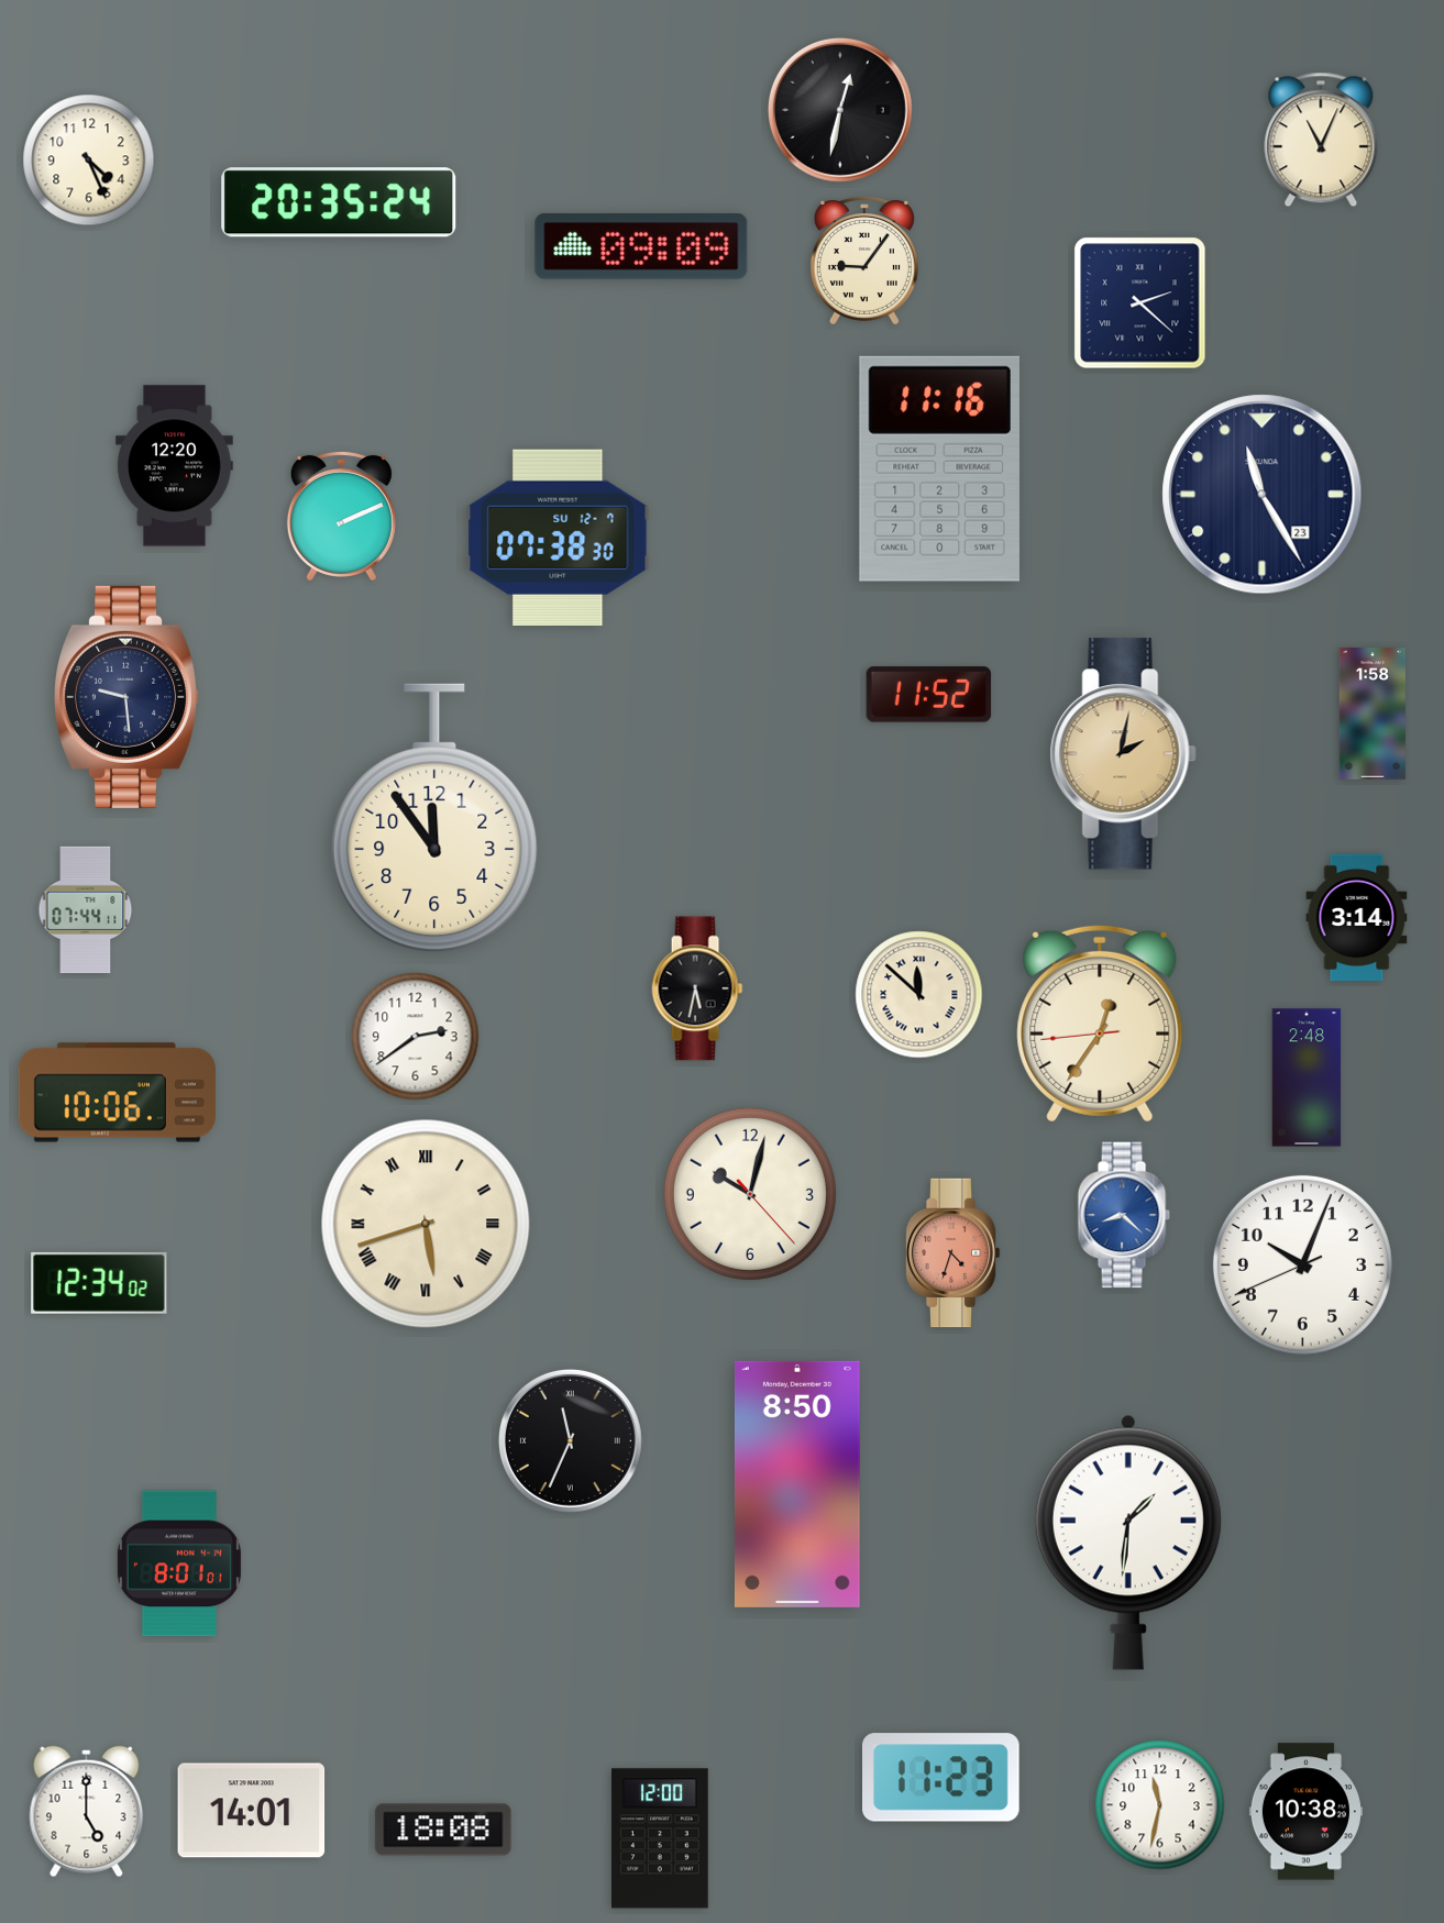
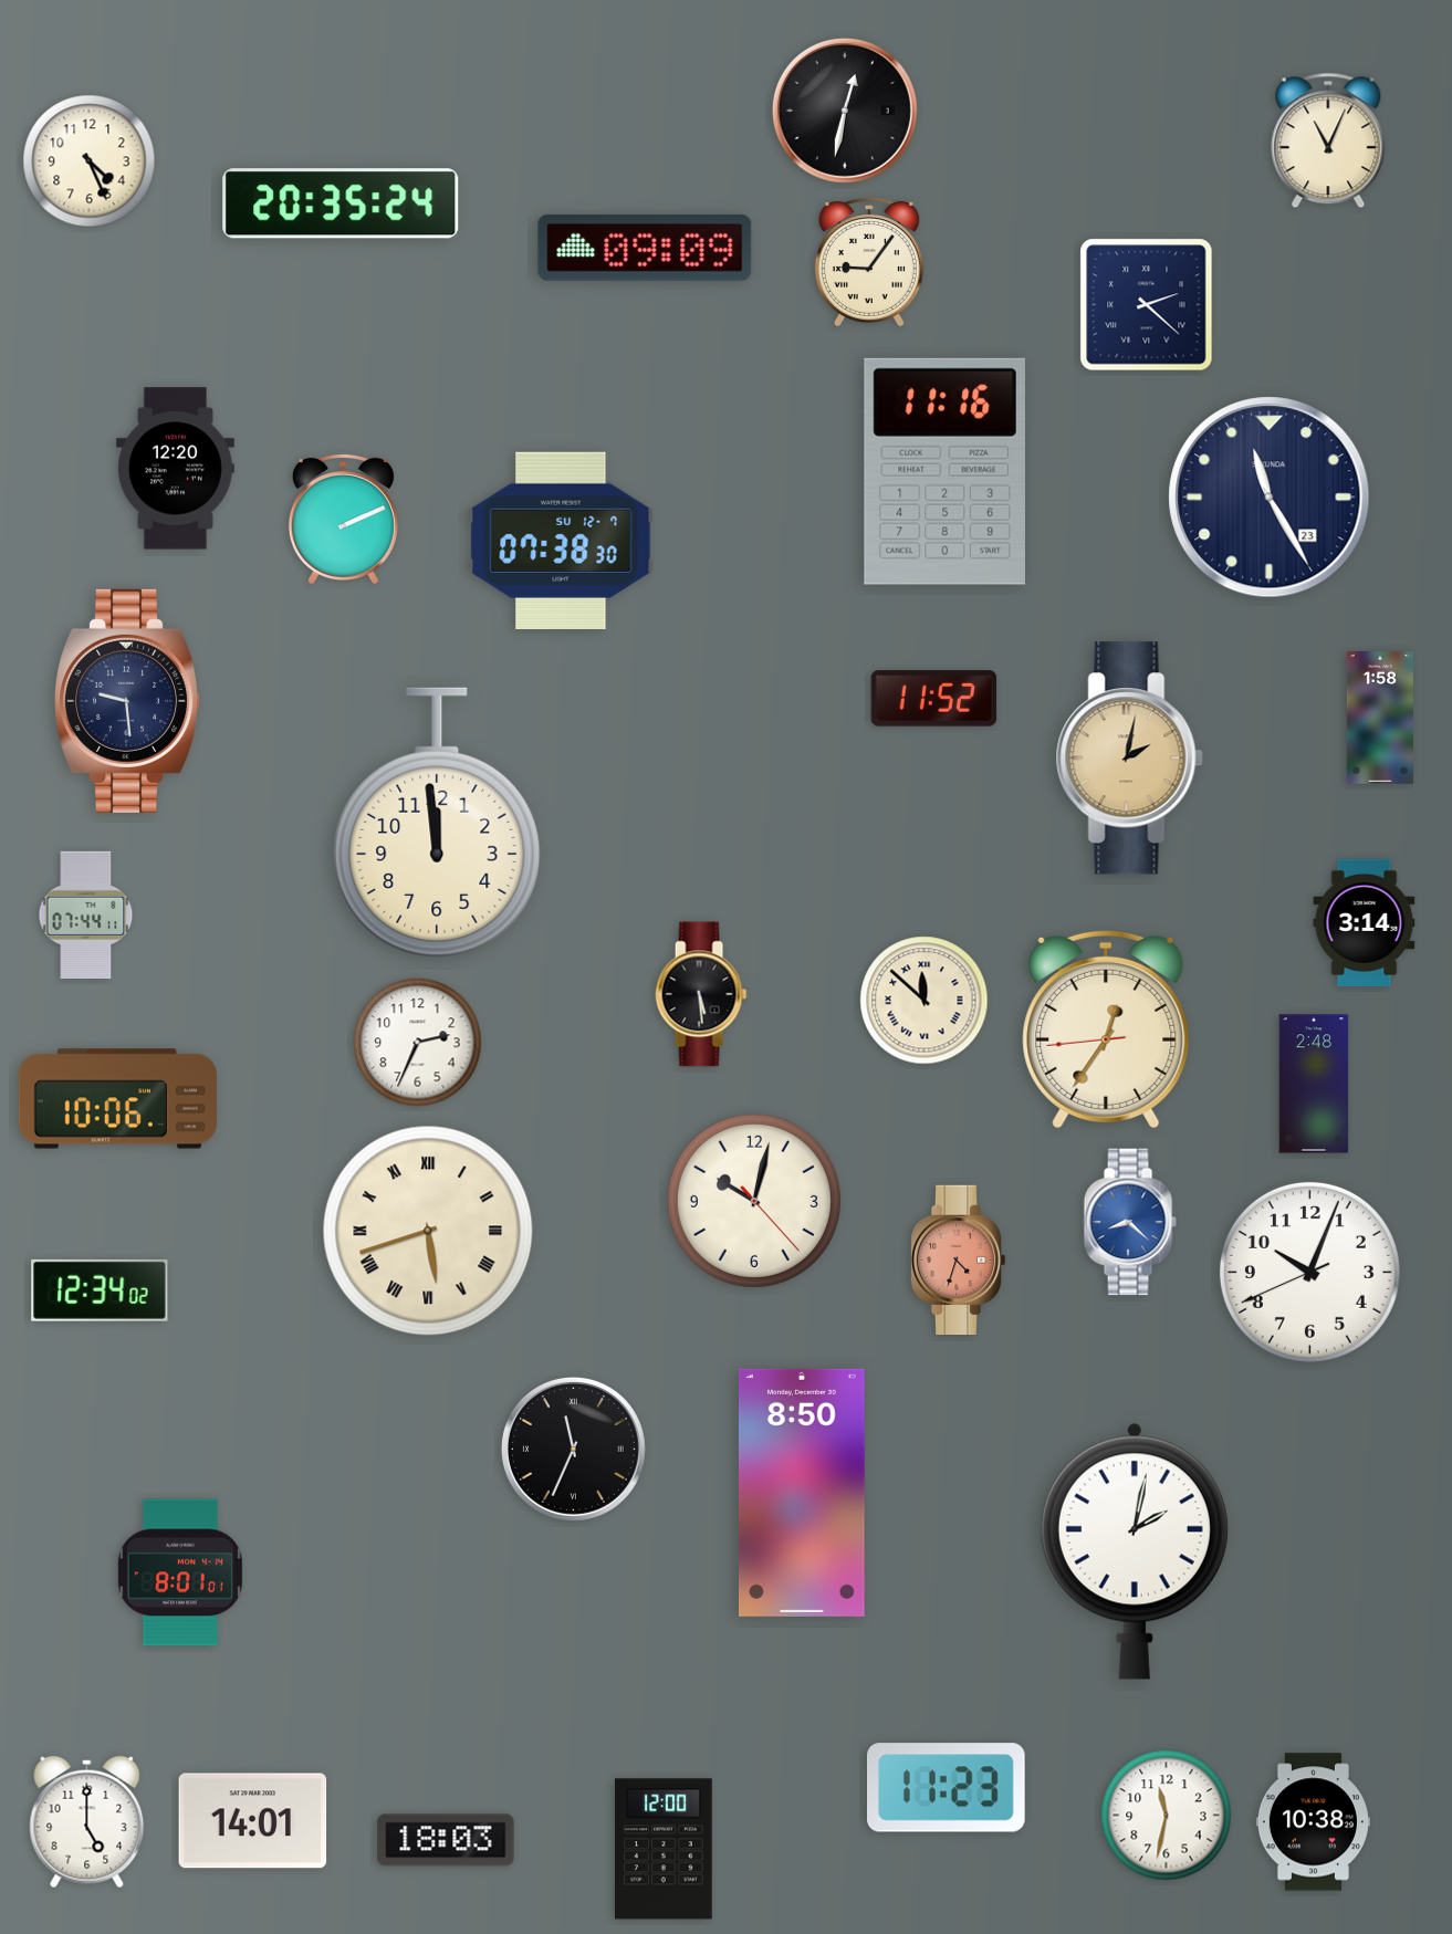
clock at (434, 818): 11:54 -> 11:59
clock at (697, 988): 5:32 -> 5:29
clock at (416, 1037): 2:39 -> 2:34
clock at (1128, 1543): 1:31 -> 2:02
clock at (443, 1830): 18:08 -> 18:03
